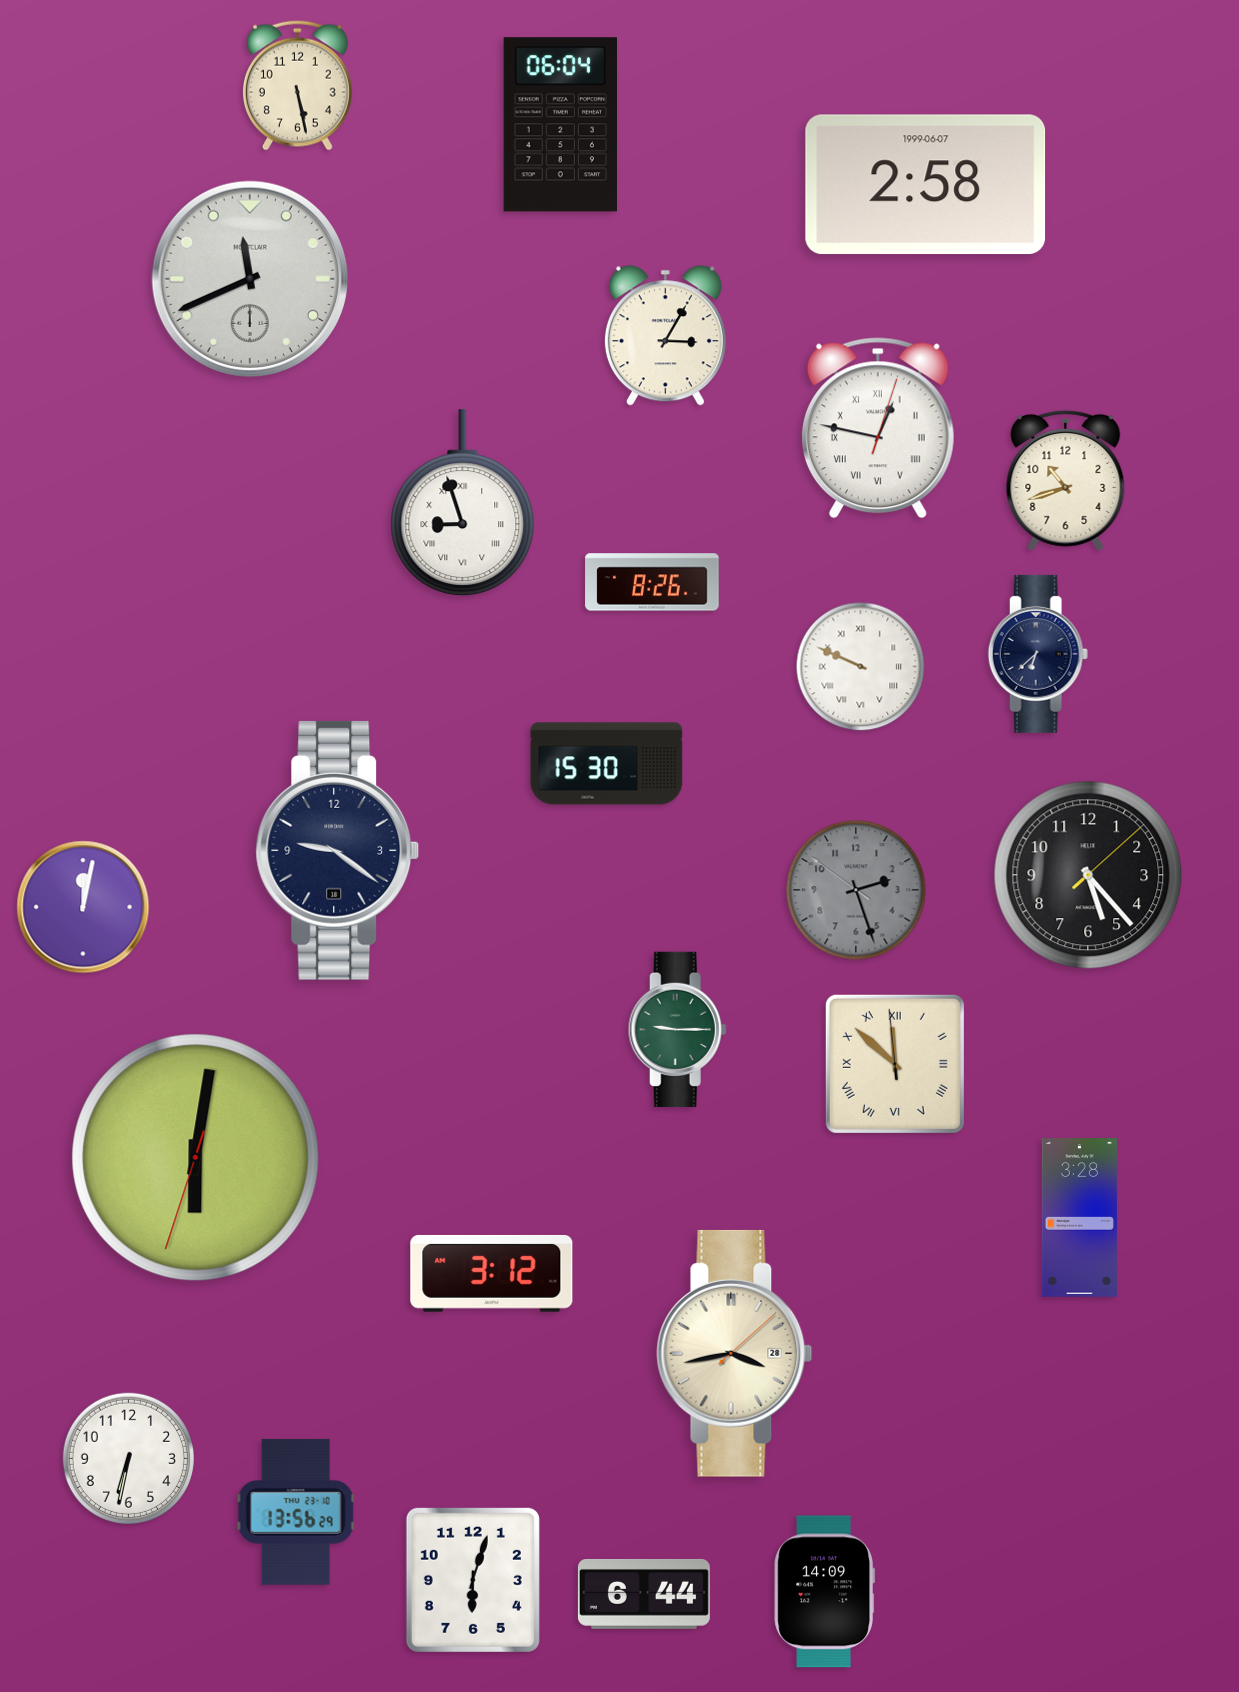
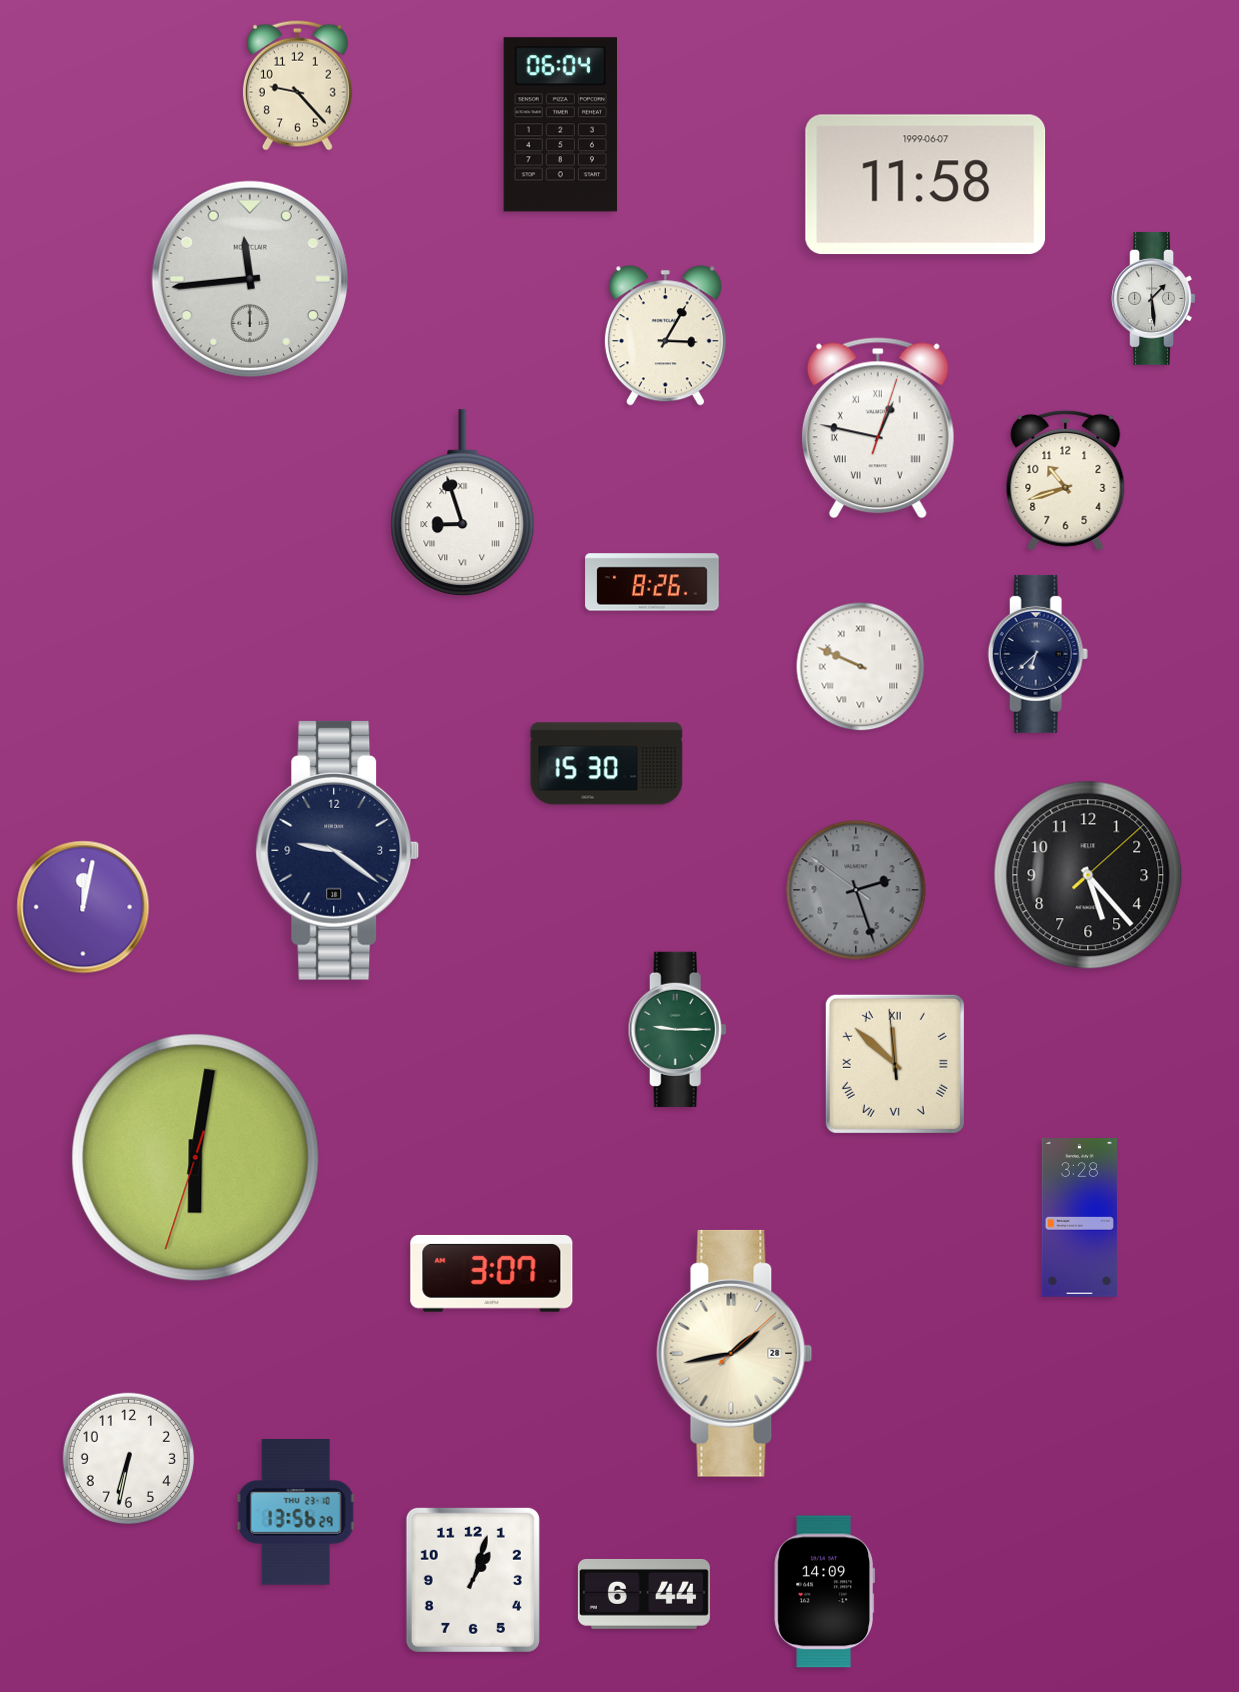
clock at (297, 85): 5:28 -> 9:23
clock at (926, 185): 2:58 -> 11:58
clock at (250, 279): 11:41 -> 11:44
clock at (1153, 298): none -> 1:29
clock at (492, 1274): 3:12 -> 3:07
clock at (735, 1353): 3:43 -> 1:43
clock at (473, 1580): 6:03 -> 1:03
